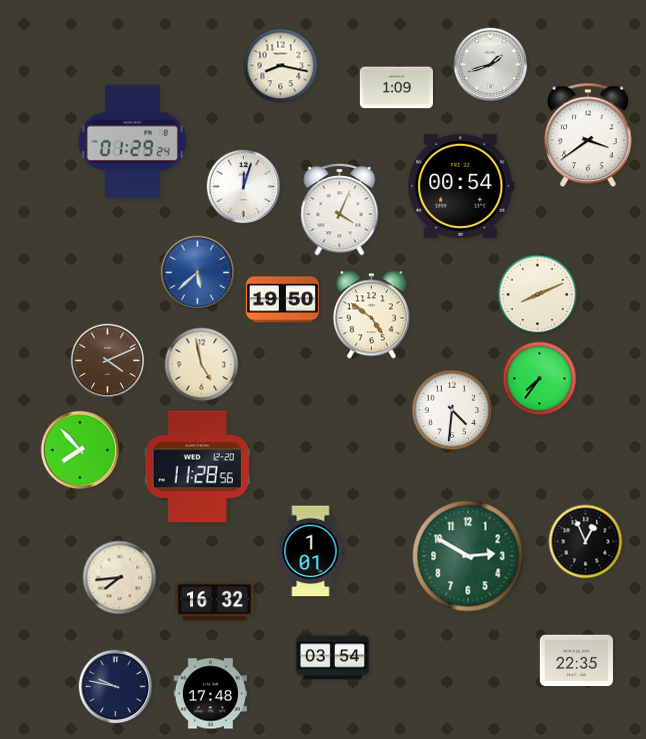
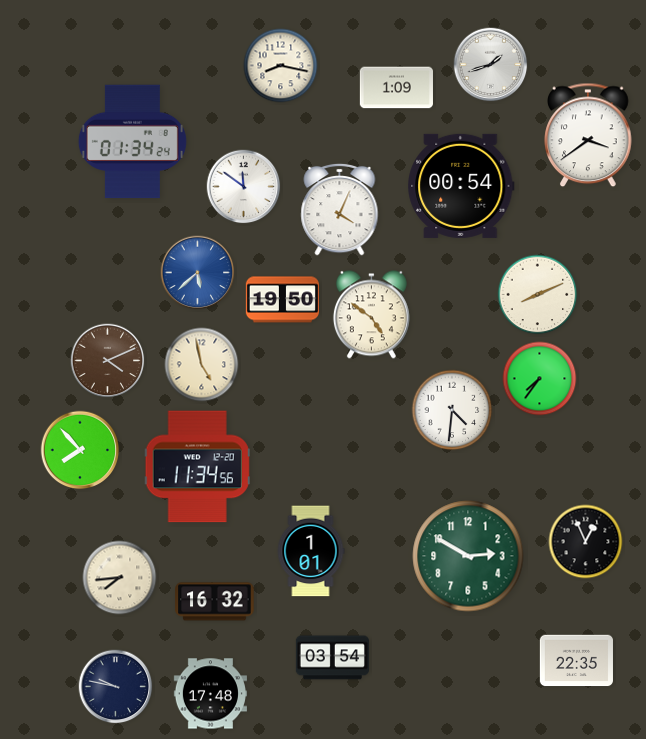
clock at (132, 142): 01:29 -> 01:34
clock at (244, 187): 12:03 -> 11:51
clock at (197, 467): 11:28 -> 11:34
